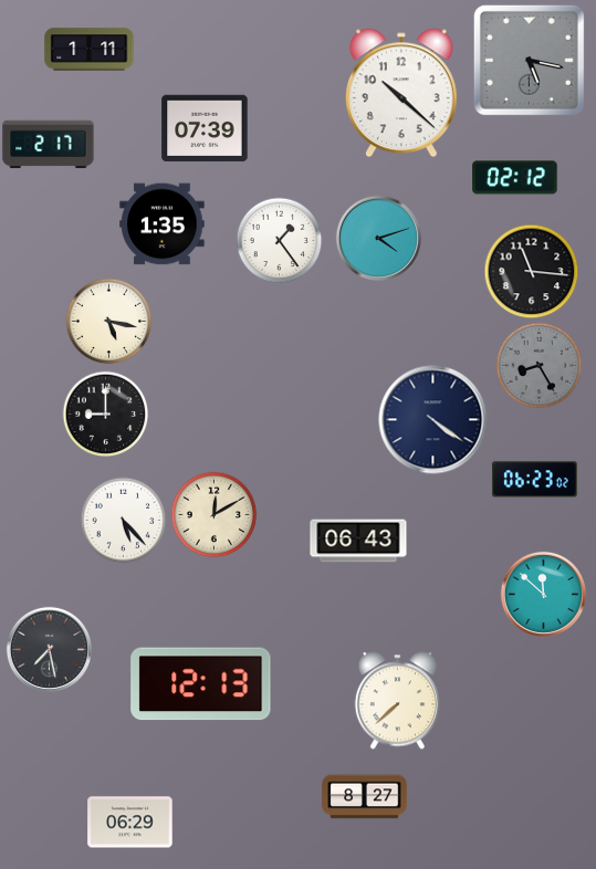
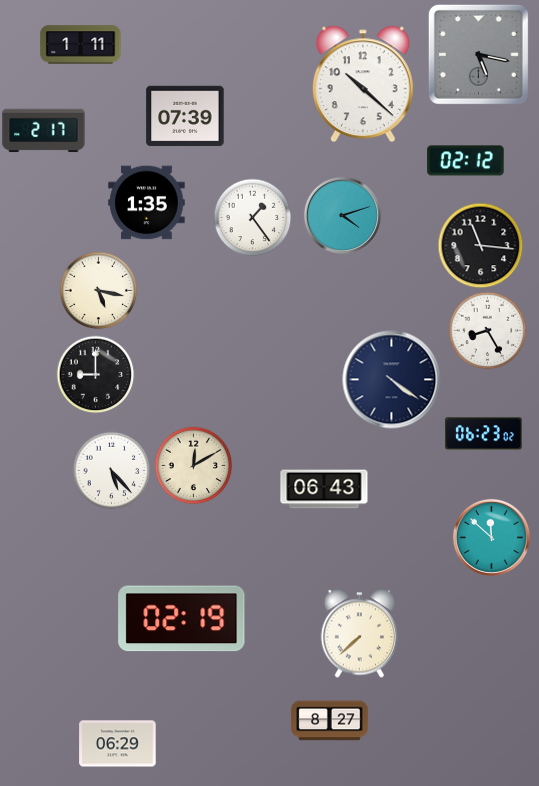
clock at (539, 365) dial: grey -> white
clock at (49, 649): 7:28 -> none
clock at (201, 684): 12:13 -> 02:19
